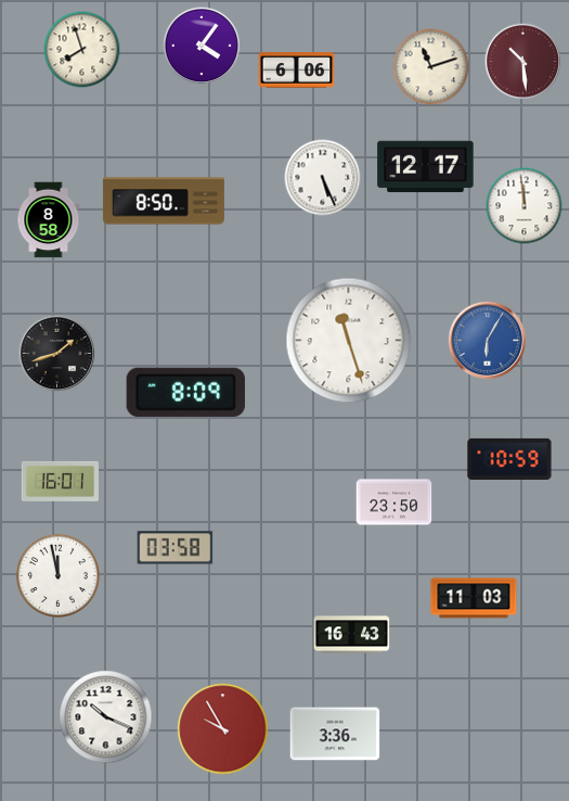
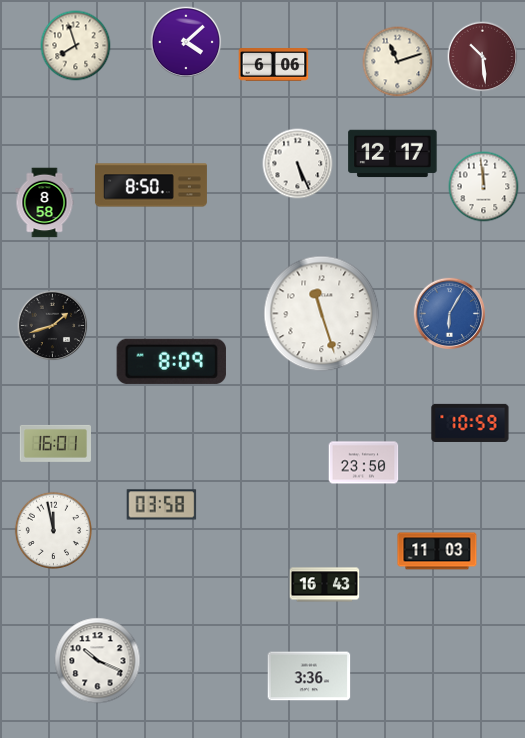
clock at (202, 46): 4:06 -> 4:08
clock at (525, 206) position: (525, 206) -> (484, 187)
clock at (223, 729): 9:55 -> none
